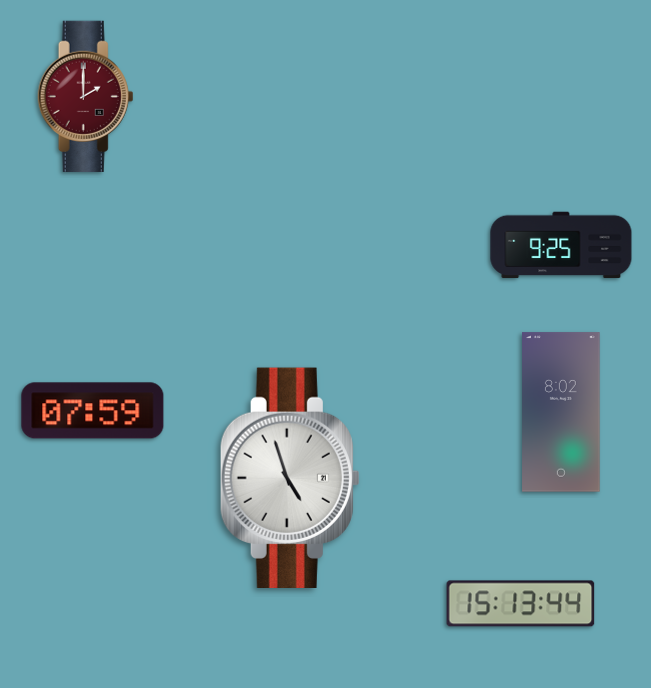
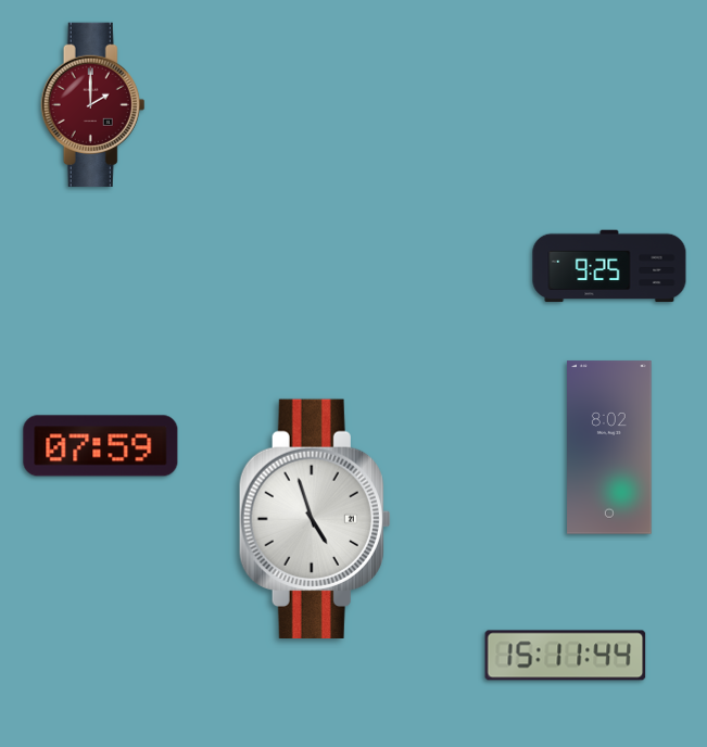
clock at (521, 604): 15:13 -> 15:11
